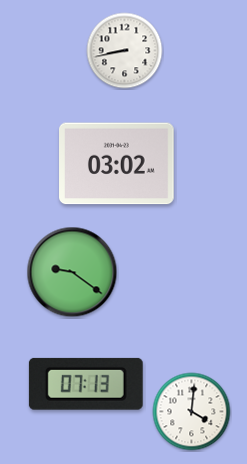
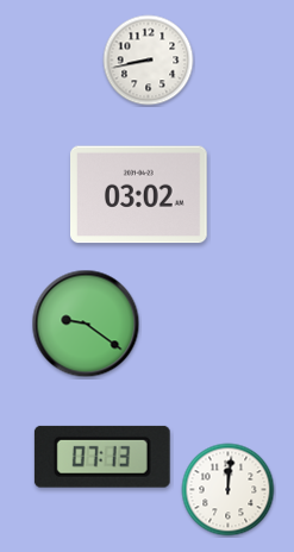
clock at (192, 412): 4:01 -> 12:01
